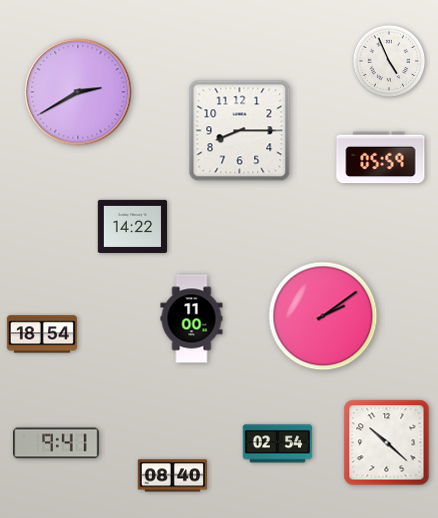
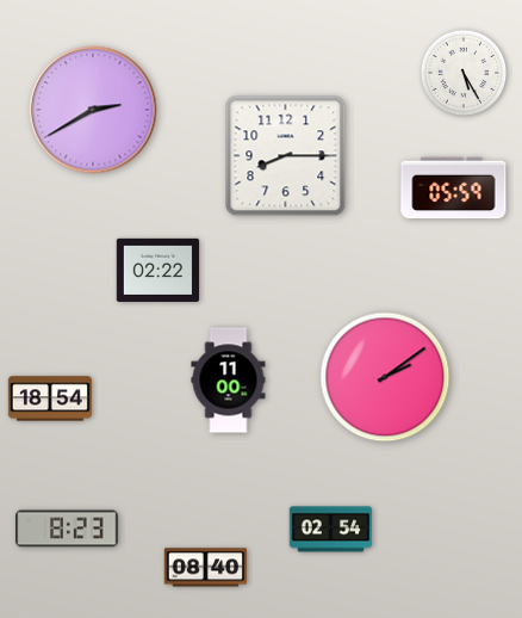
clock at (389, 61): 4:56 -> 5:25
clock at (133, 226): 14:22 -> 02:22
clock at (56, 443): 9:41 -> 8:23
clock at (387, 443): 10:22 -> none
